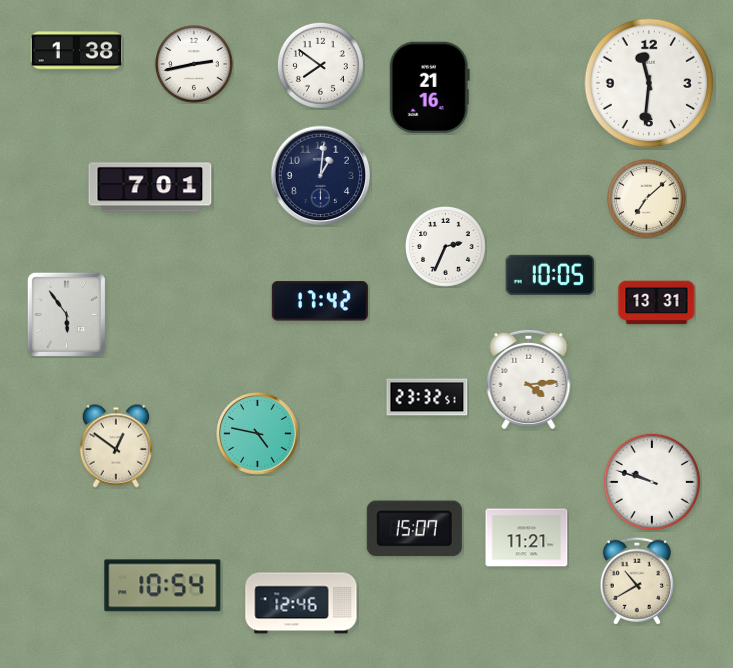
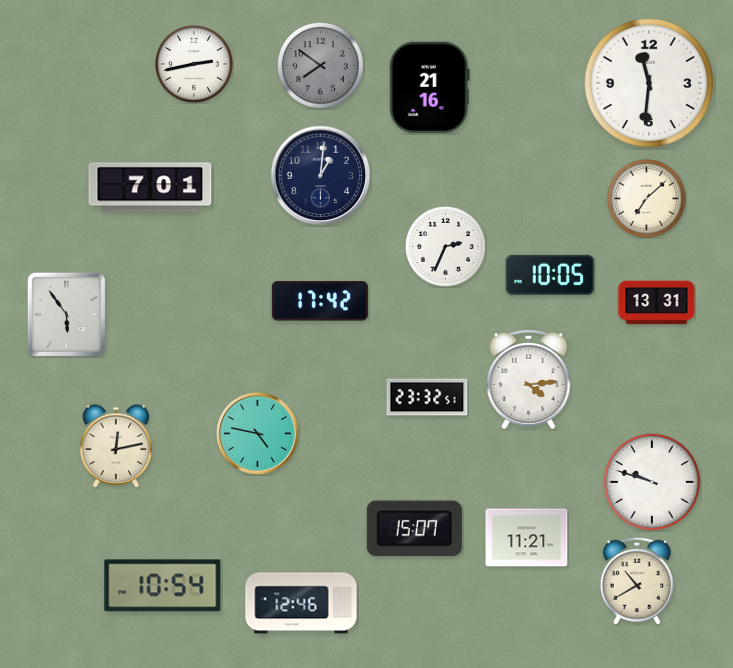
clock at (77, 51): 1:38 -> none
clock at (320, 65) dial: white -> grey
clock at (116, 446): 12:51 -> 12:13
